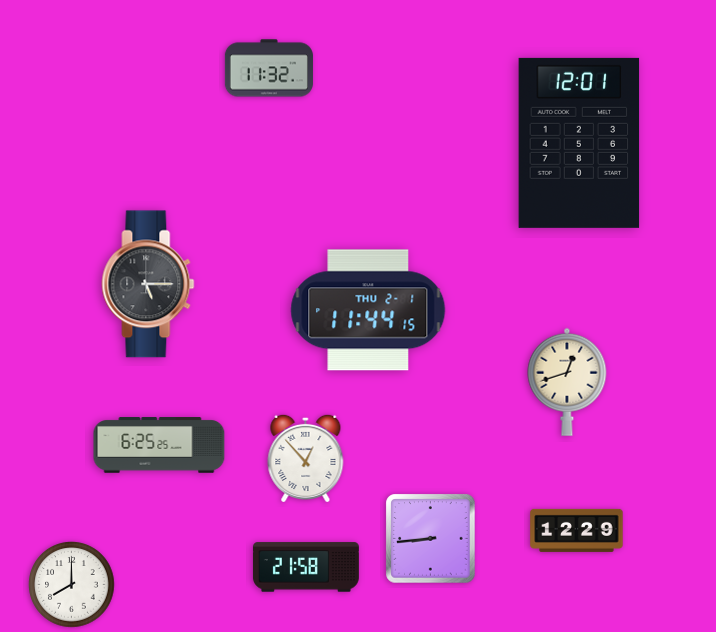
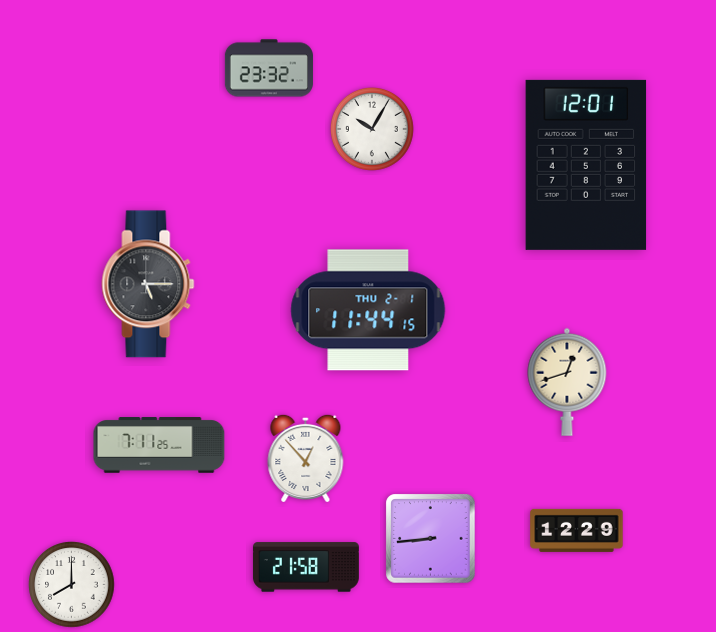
clock at (269, 68): 11:32 -> 23:32
clock at (372, 129): none -> 10:05
clock at (579, 143) position: (579, 143) -> (586, 165)
clock at (159, 445): 6:25 -> 7:11
